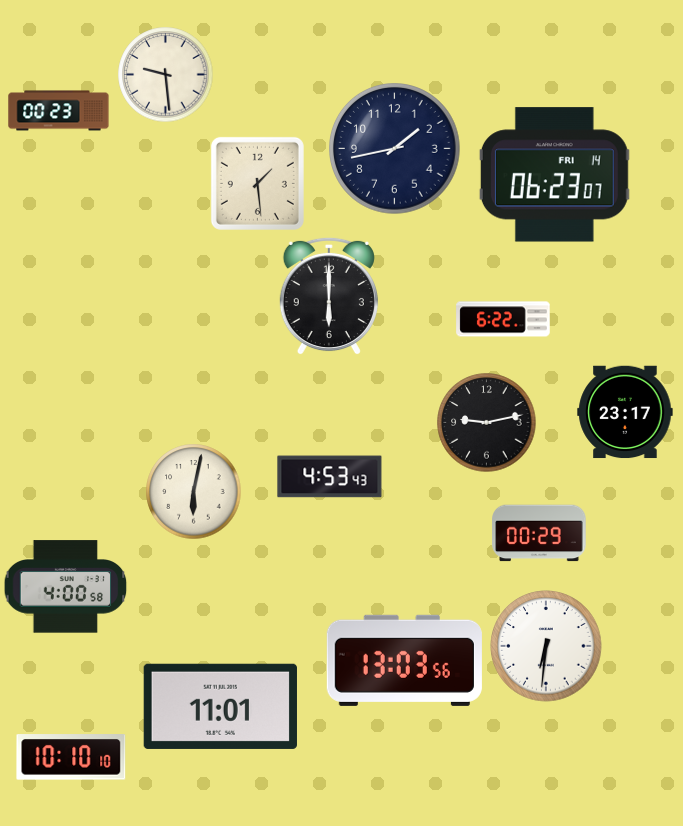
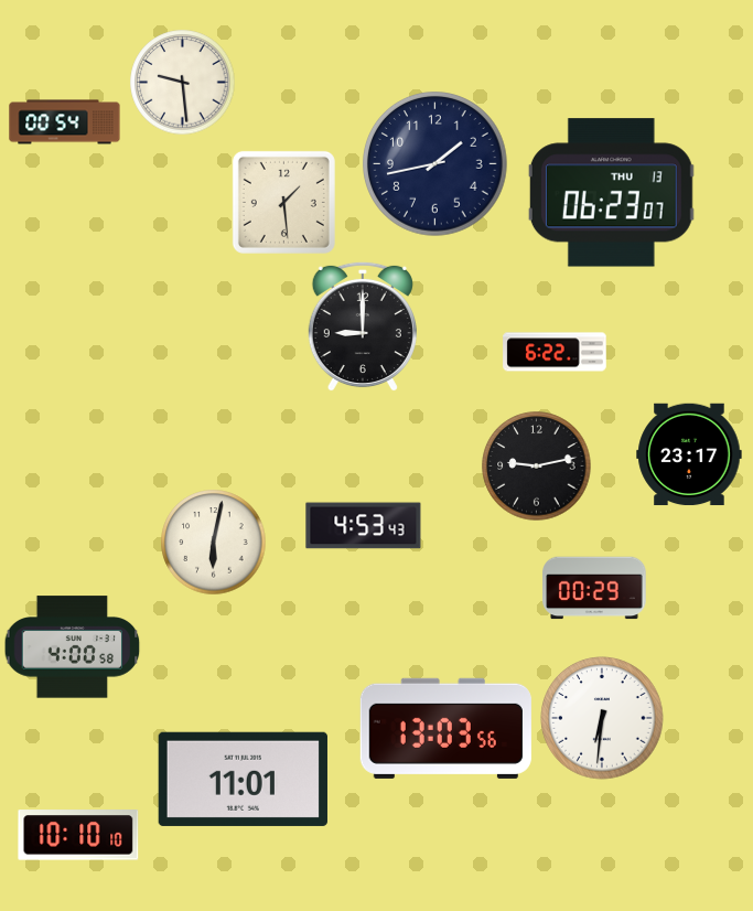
clock at (59, 111): 00:23 -> 00:54
clock at (554, 175) date: FRI 14 -> THU 13
clock at (329, 296): 6:00 -> 9:00
clock at (546, 646) position: (546, 646) -> (602, 718)
